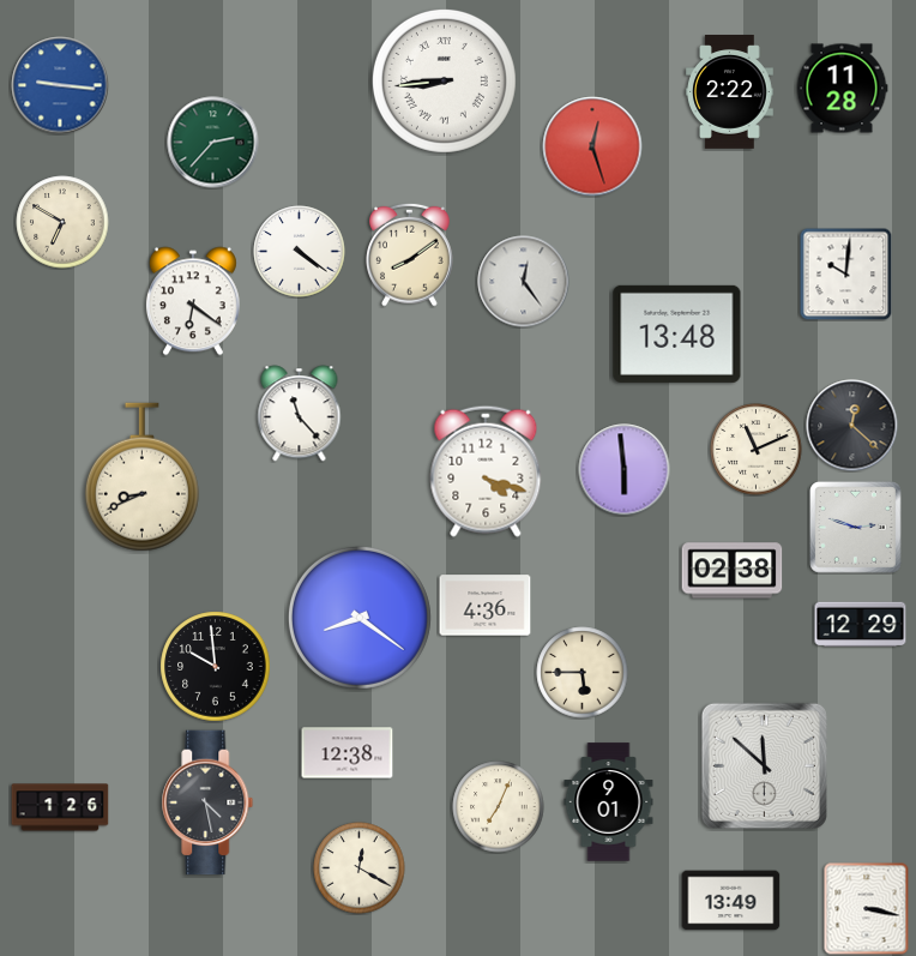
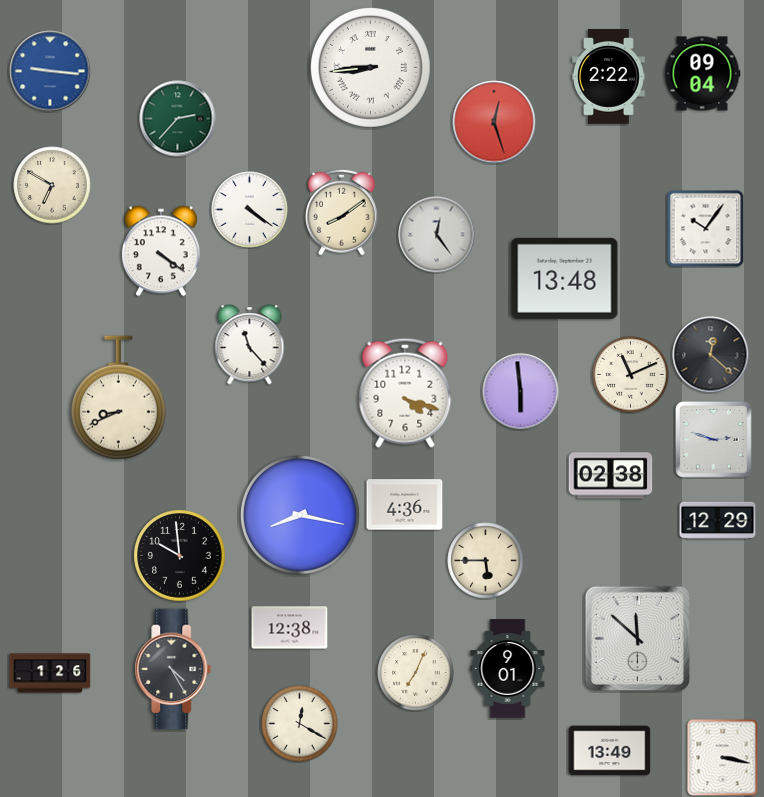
clock at (842, 89): 11:28 -> 09:04
clock at (845, 273): 10:01 -> 10:06
clock at (193, 301): 6:21 -> 4:21
clock at (360, 618): 8:21 -> 8:17
clock at (207, 802): 4:28 -> 4:25
